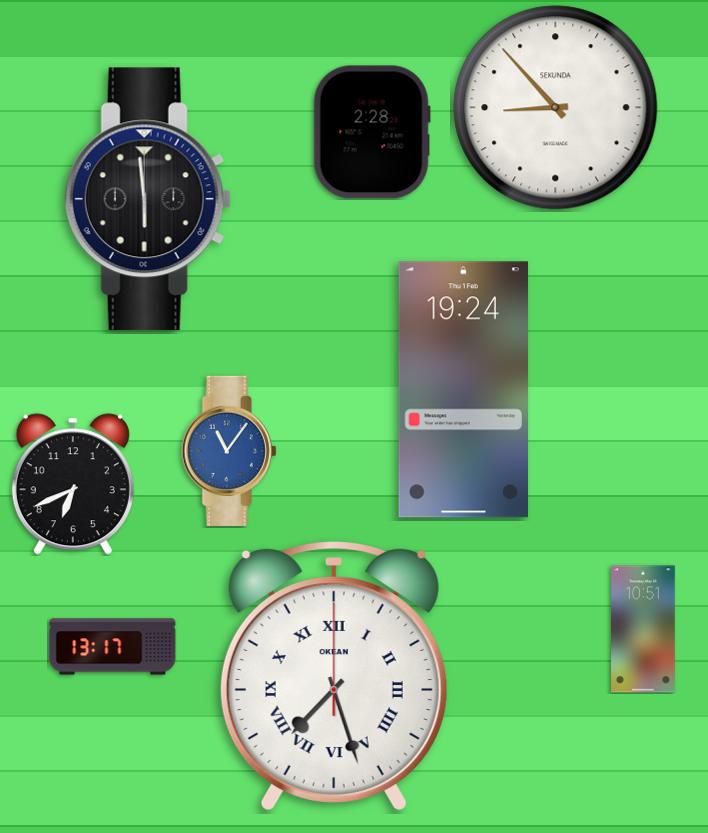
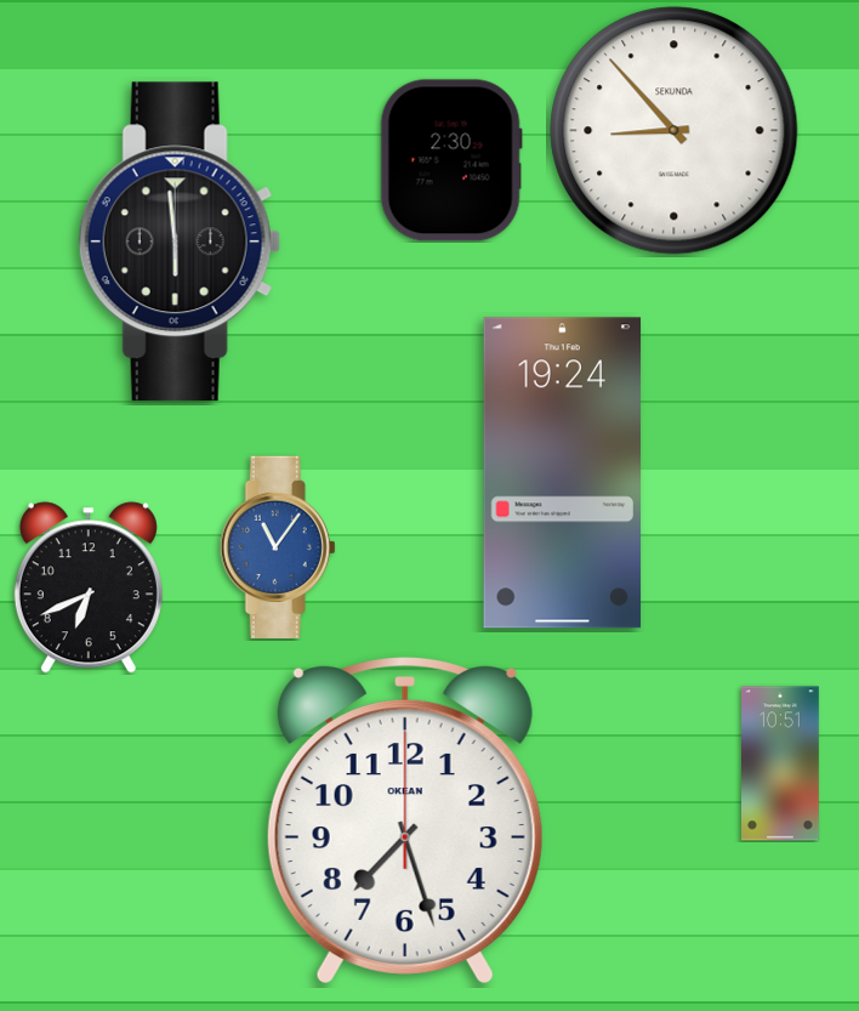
clock at (372, 132): 2:28 -> 2:30
clock at (113, 647): 13:17 -> none
clock at (334, 676) numerals: Roman -> Arabic
